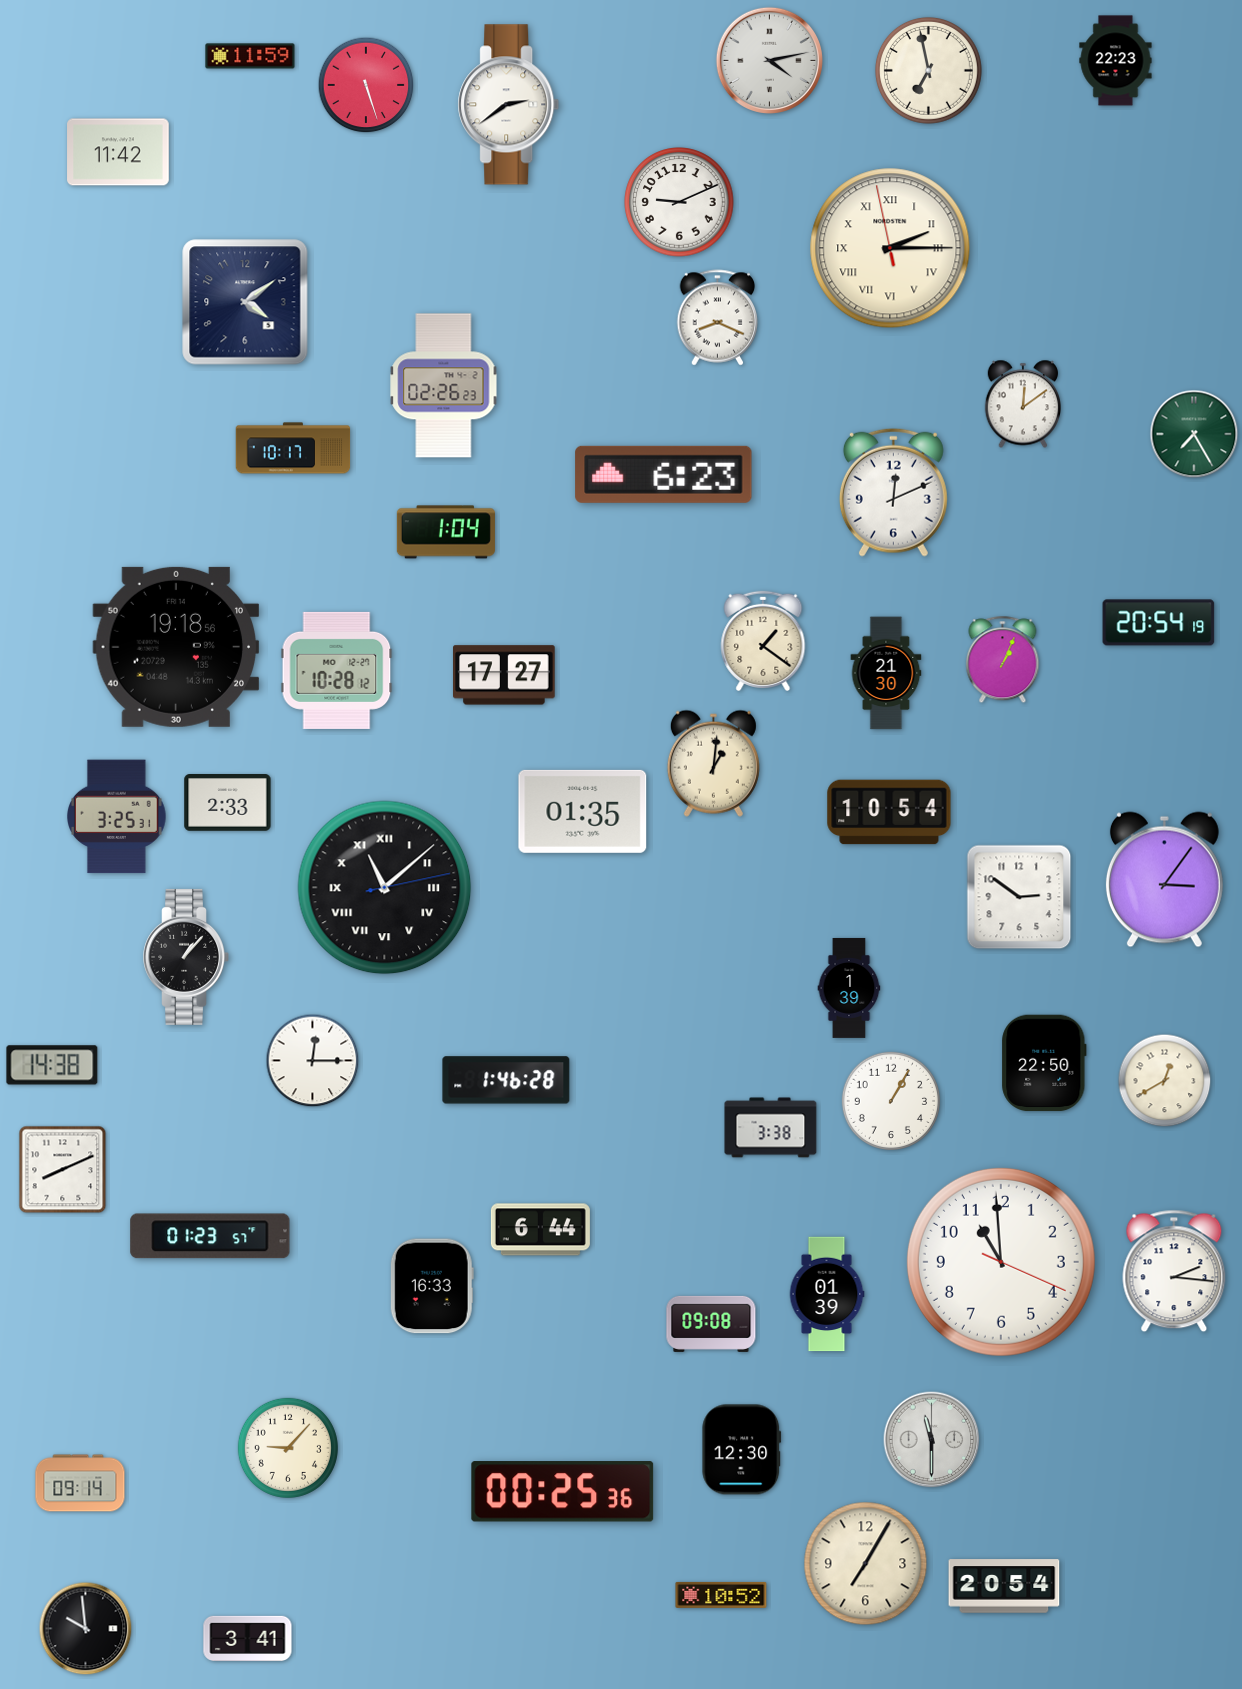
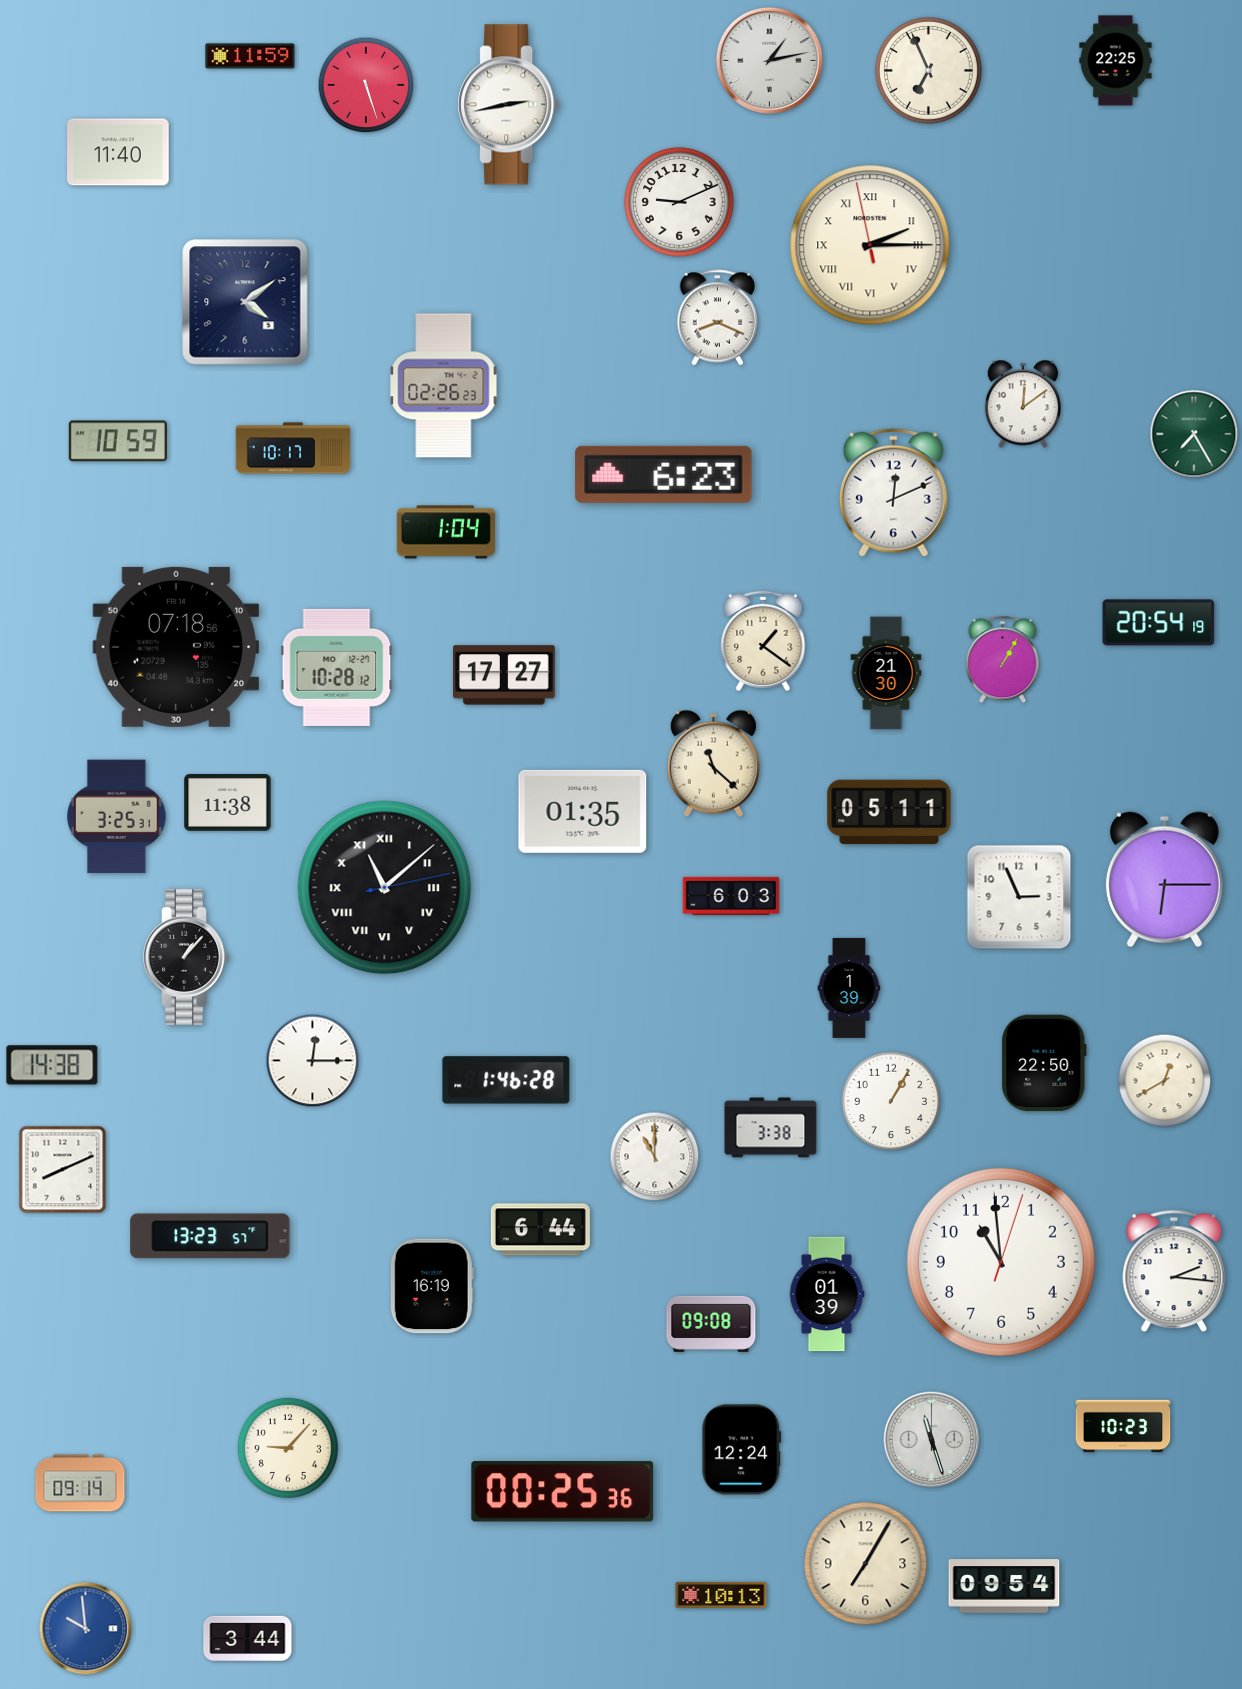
clock at (769, 60): 4:13 -> 1:13
clock at (1116, 61): 22:23 -> 22:25
clock at (928, 70): 6:58 -> 6:56
clock at (509, 105): 2:39 -> 2:43
clock at (118, 152): 11:42 -> 11:40
clock at (890, 248) position: (890, 248) -> (870, 245)
clock at (118, 441): none -> 10:59
clock at (176, 647): 19:18 -> 07:18
clock at (1003, 660): 1:04 -> 1:05
clock at (337, 670) position: (337, 670) -> (337, 667)
clock at (713, 763): 1:01 -> 11:22
clock at (228, 803): 2:33 -> 11:38
clock at (889, 812): 10:54 -> 05:11
clock at (1164, 880): 3:06 -> 6:15
clock at (731, 896): none -> 6:03
clock at (1019, 897): 2:51 -> 2:56
clock at (655, 1157): none -> 11:00
clock at (210, 1236): 01:23 -> 13:23
clock at (1001, 1262): 10:59:19 -> 10:59:03
clock at (432, 1286): 16:33 -> 16:19
clock at (1123, 1426): none -> 10:23
clock at (932, 1440): 11:30 -> 11:27
clock at (742, 1450): 12:30 -> 12:24
clock at (1004, 1586): 20:54 -> 09:54
clock at (721, 1595): 10:52 -> 10:13
clock at (86, 1629) dial: black -> blue
clock at (248, 1638): 3:41 -> 3:44
